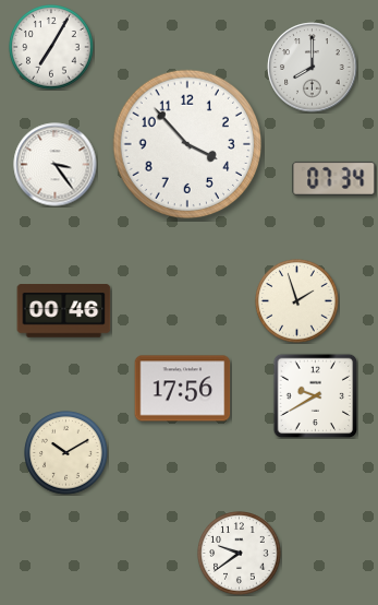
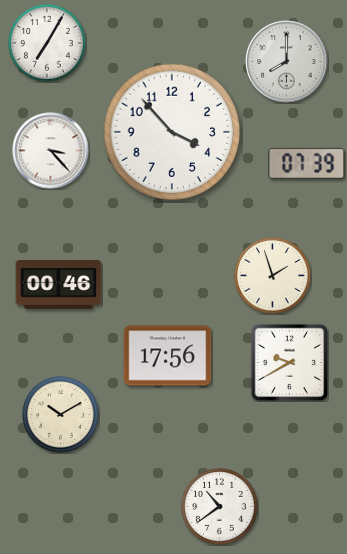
clock at (56, 165): 3:24 -> 3:23
clock at (334, 178): 07:34 -> 07:39
clock at (240, 554): 9:39 -> 10:39
